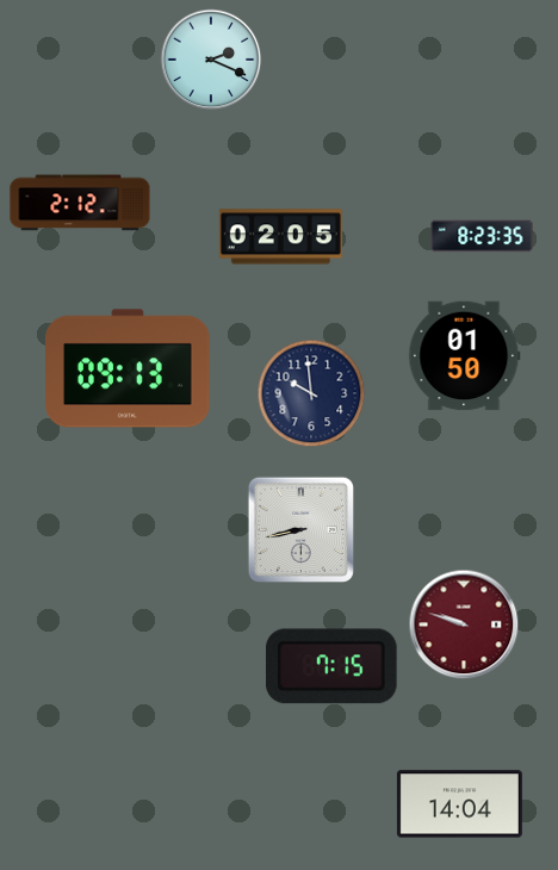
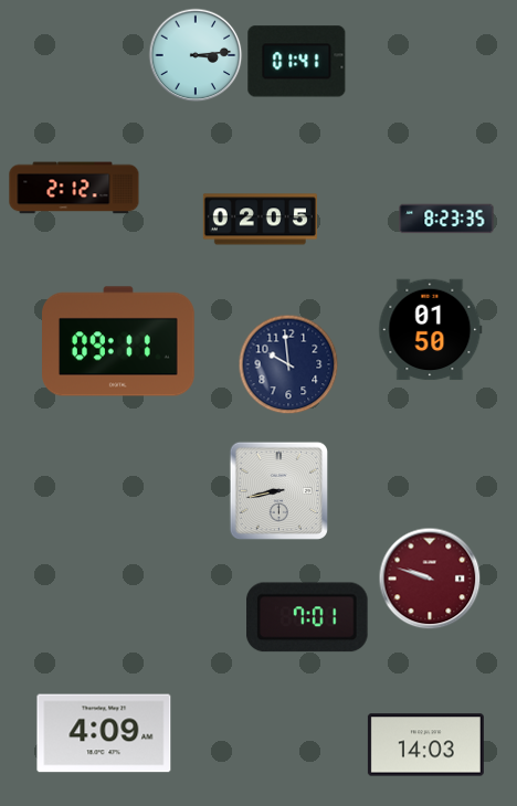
clock at (211, 60): 2:19 -> 3:14
clock at (297, 62): none -> 01:41
clock at (129, 368): 09:13 -> 09:11
clock at (333, 666): 7:15 -> 7:01
clock at (104, 733): none -> 4:09
clock at (459, 804): 14:04 -> 14:03
